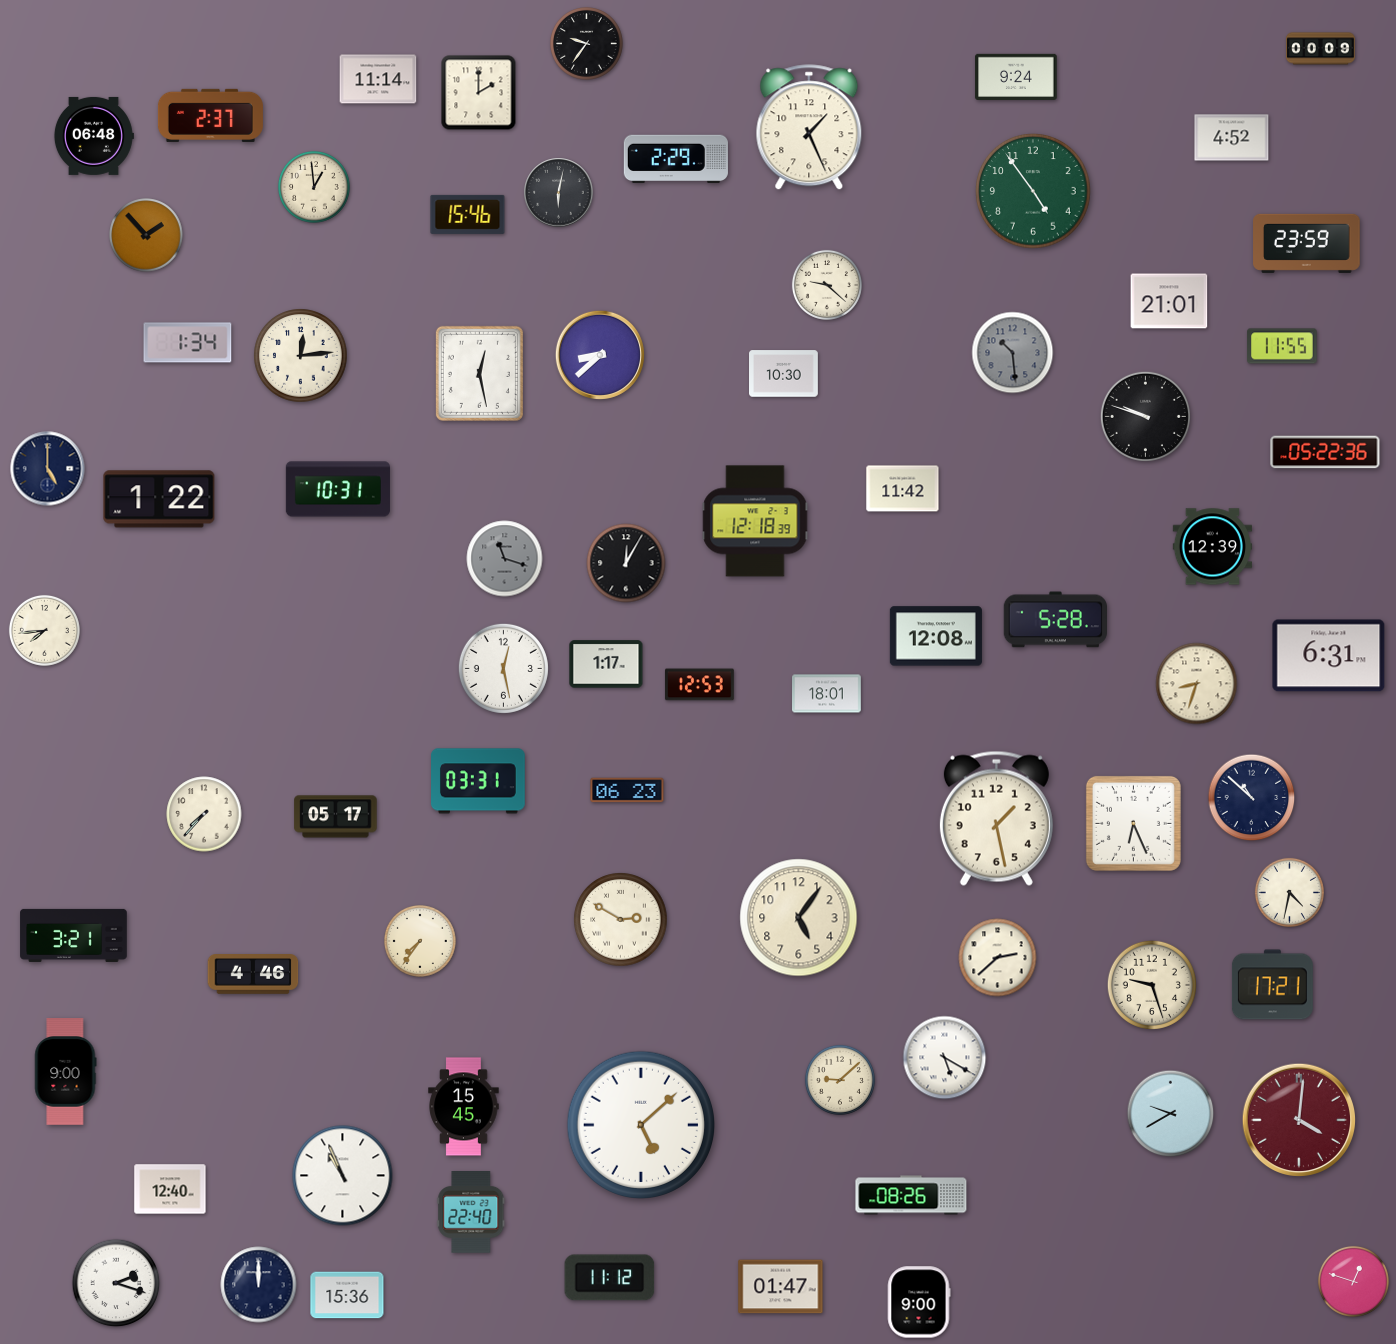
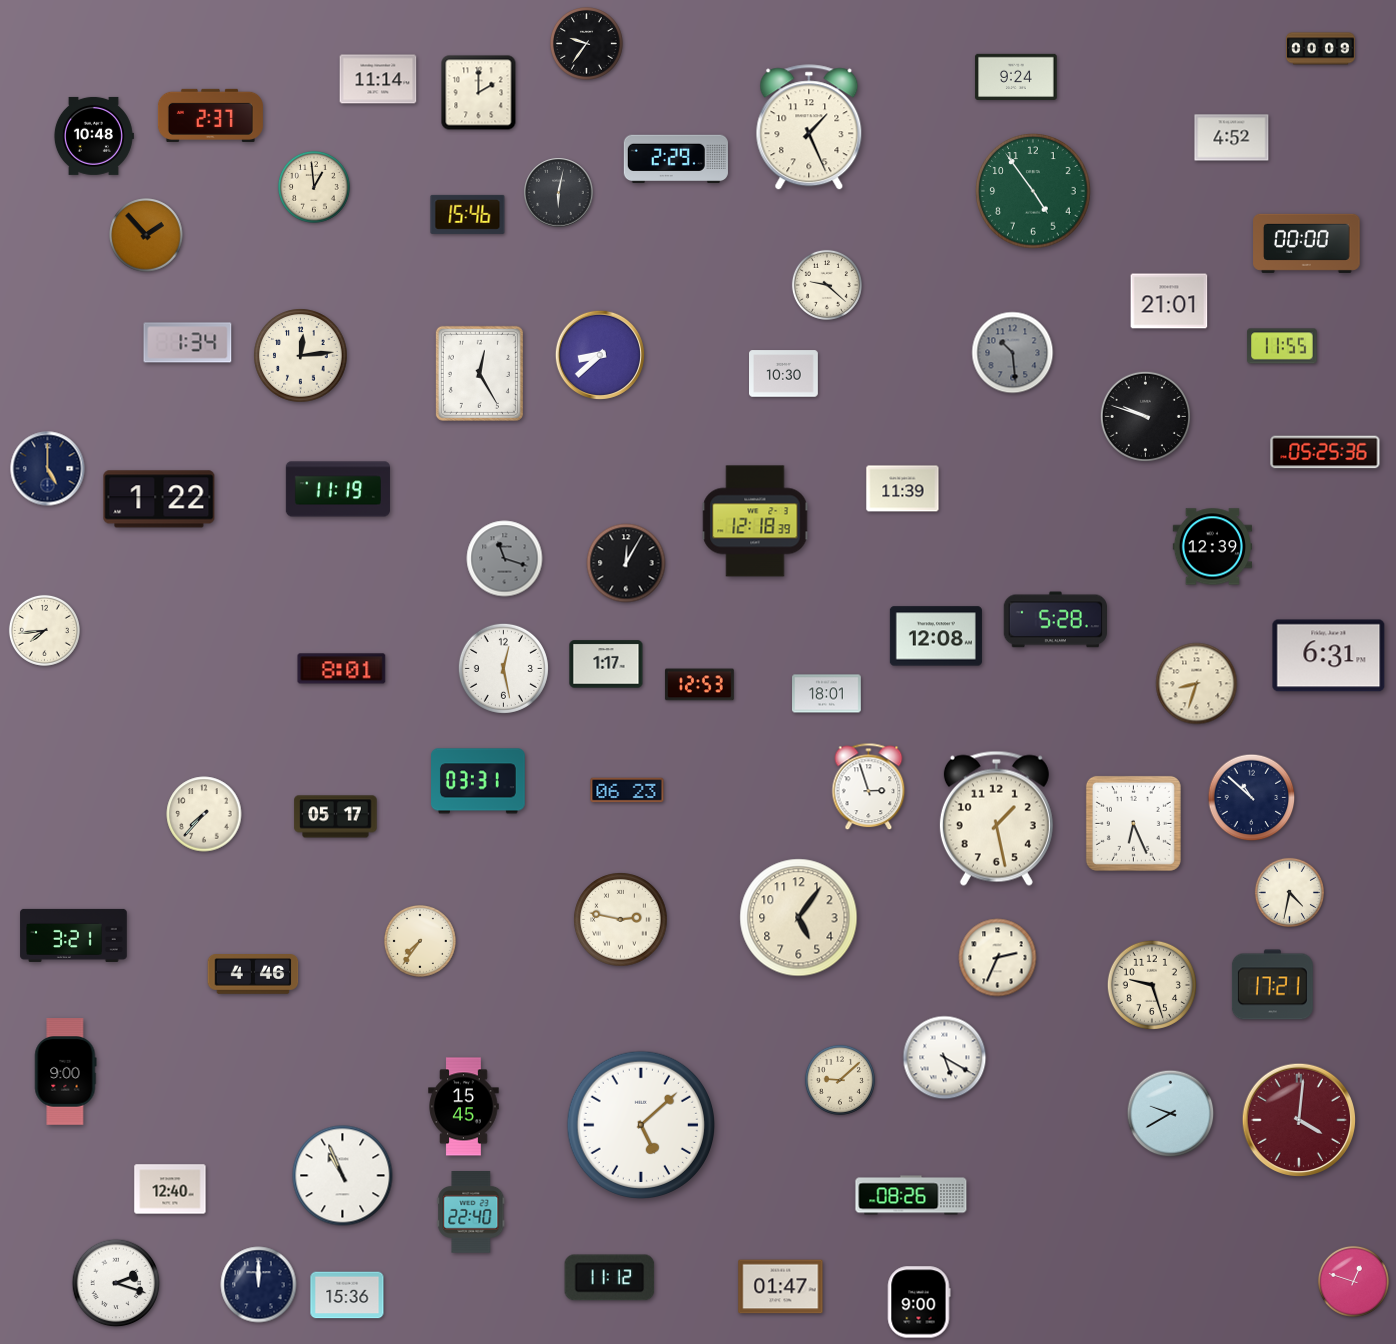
clock at (93, 136): 06:48 -> 10:48
clock at (1307, 243): 23:59 -> 00:00
clock at (479, 373): 12:28 -> 12:25
clock at (1325, 452): 05:22 -> 05:25
clock at (338, 489): 10:31 -> 11:19
clock at (903, 489): 11:42 -> 11:39
clock at (342, 669): none -> 8:01
clock at (869, 787): none -> 2:57
clock at (621, 920): 2:50 -> 2:47
clock at (998, 958): 2:38 -> 2:34
